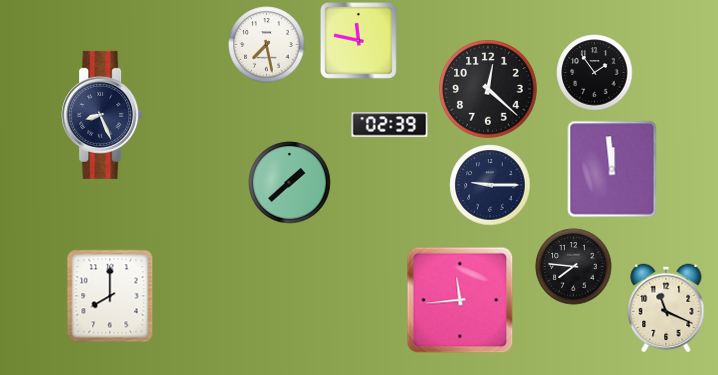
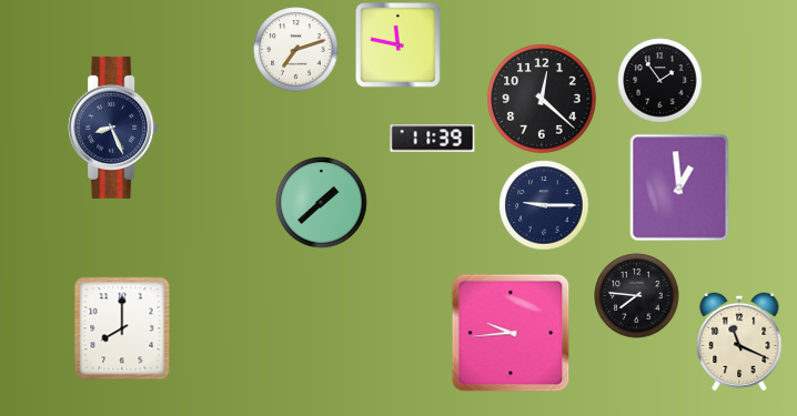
clock at (267, 45): 7:28 -> 7:12
clock at (390, 125): 02:39 -> 11:39
clock at (612, 169): 11:59 -> 12:59
clock at (460, 300): 11:44 -> 9:44
